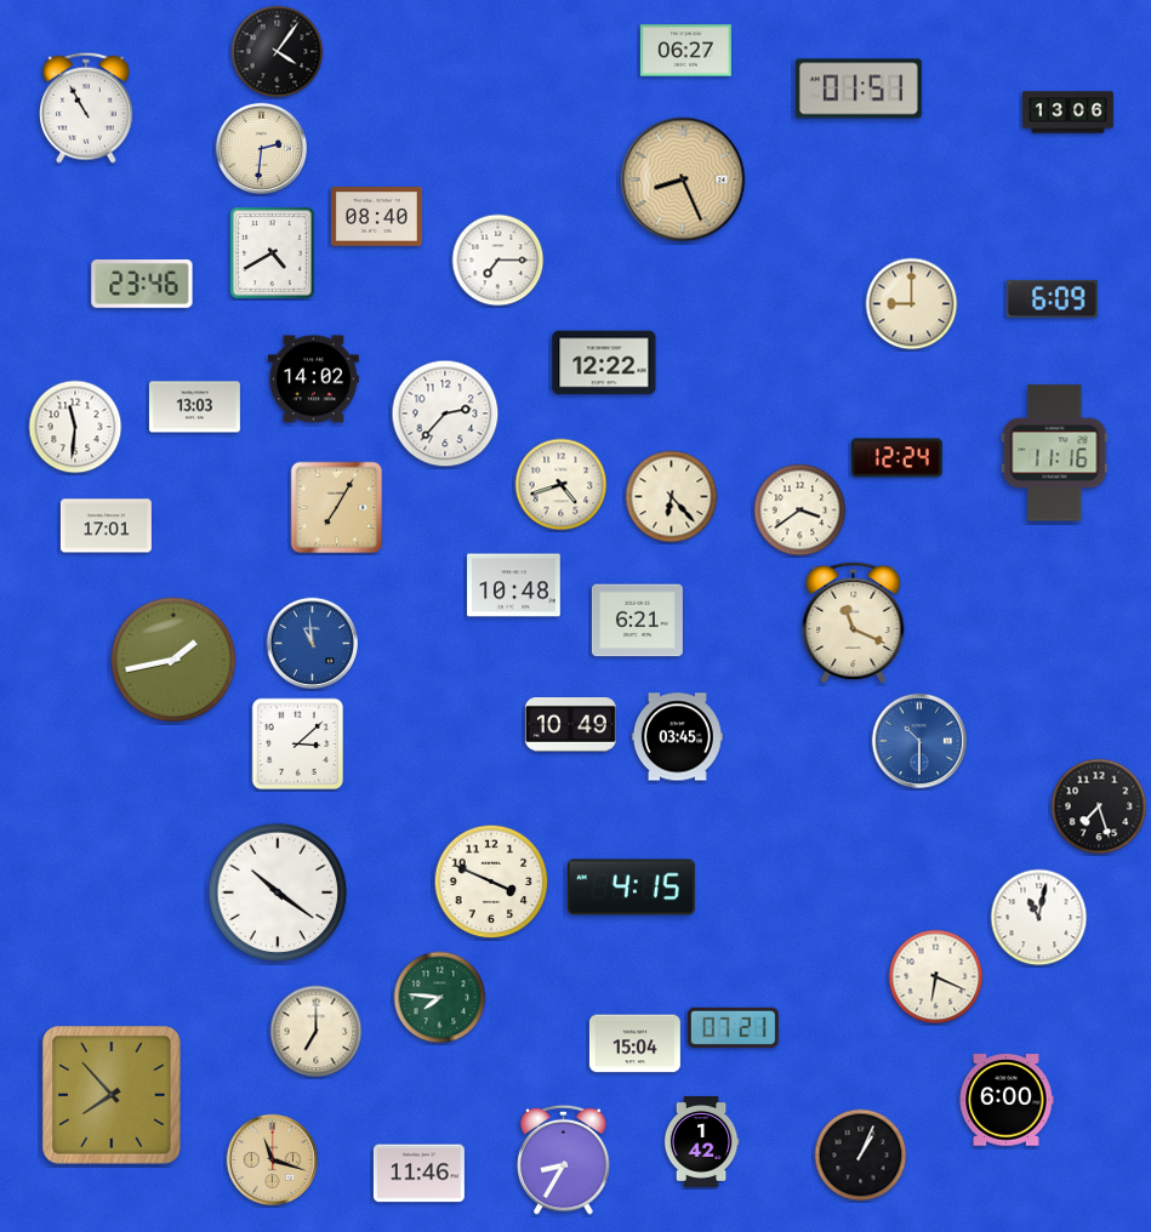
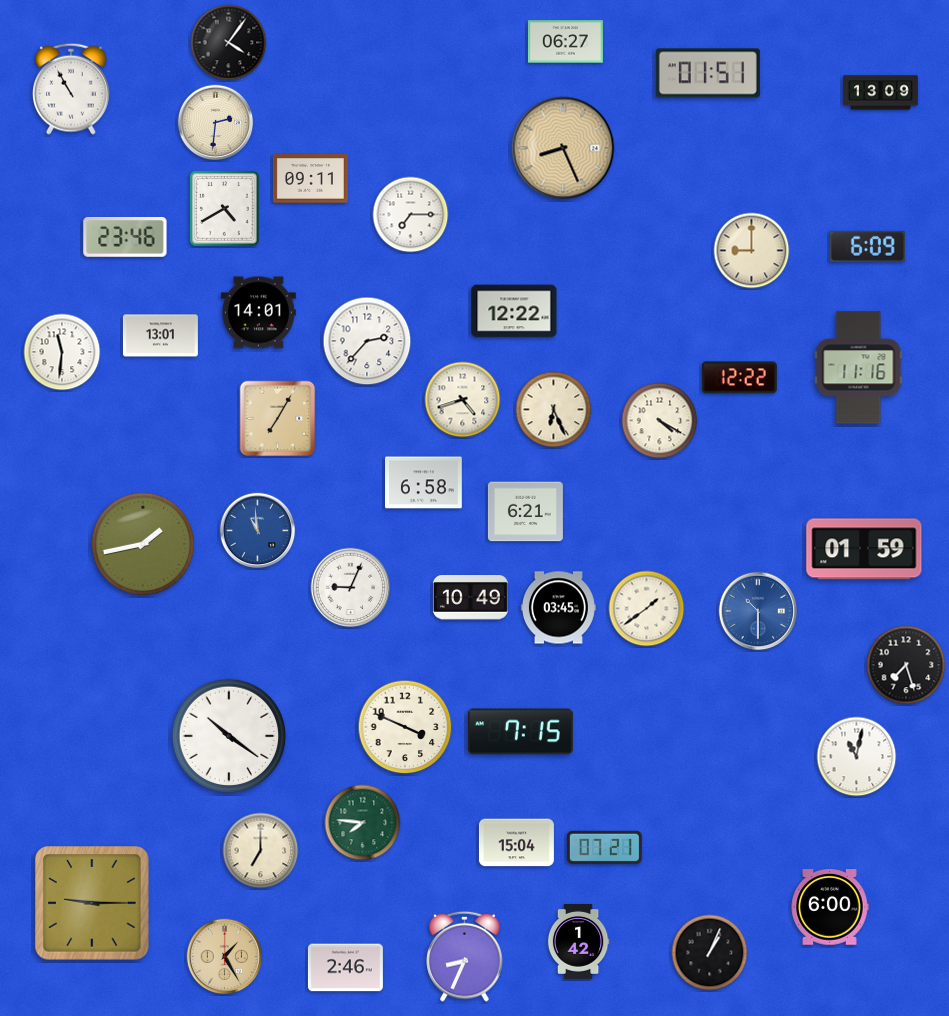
clock at (1067, 113): 13:06 -> 13:09
clock at (376, 217): 08:40 -> 09:11
clock at (142, 284) position: (142, 284) -> (125, 237)
clock at (604, 363) position: (604, 363) -> (514, 311)
clock at (313, 380): 14:02 -> 14:01
clock at (194, 407): 13:03 -> 13:01
clock at (1055, 454) position: (1055, 454) -> (859, 368)
clock at (896, 458): 12:24 -> 12:22
clock at (672, 497): 6:23 -> 6:26
clock at (800, 511): 3:39 -> 4:20
clock at (106, 526): 17:01 -> none
clock at (514, 586): 10:48 -> 6:58
clock at (854, 622): 11:19 -> none
clock at (864, 549): none -> 01:59
clock at (351, 588): none -> 9:04
clock at (647, 609): none -> 1:39
clock at (298, 745): 3:08 -> none
clock at (631, 888): 4:15 -> 7:15
clock at (936, 977): 6:19 -> none
clock at (634, 1044) position: (634, 1044) -> (516, 843)
clock at (112, 1095): 7:53 -> 9:15
clock at (564, 1159): 8:35 -> 8:34
clock at (273, 1160): 11:18 -> 1:25
clock at (418, 1174): 11:46 -> 2:46
